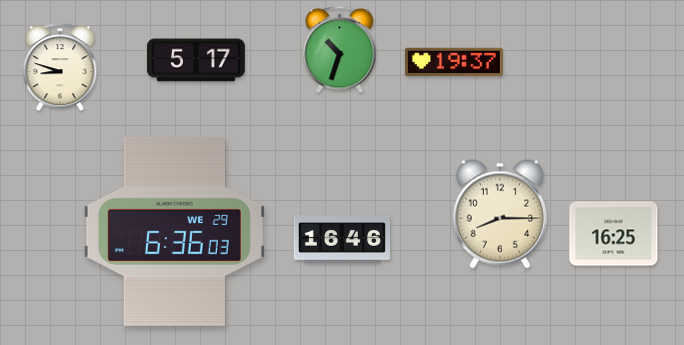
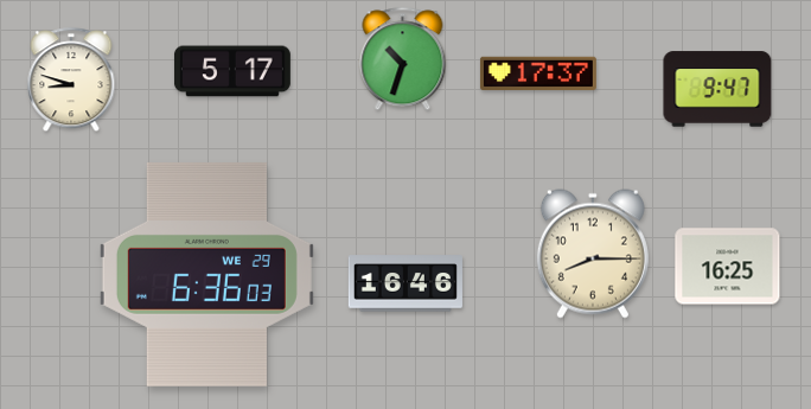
clock at (454, 62): 19:37 -> 17:37
clock at (717, 89): none -> 9:47
clock at (614, 234) position: (614, 234) -> (728, 267)
